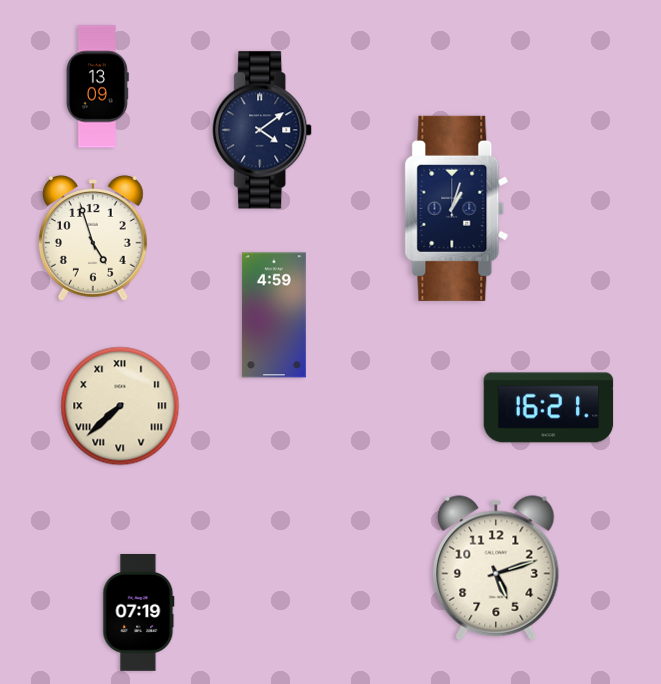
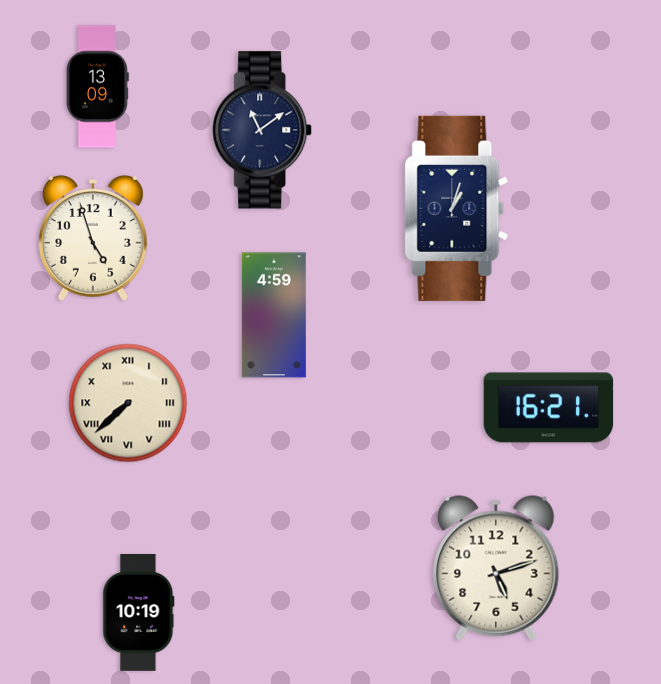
clock at (263, 130): 4:09 -> 11:09
clock at (120, 406) position: (120, 406) -> (128, 403)
clock at (139, 613): 07:19 -> 10:19
